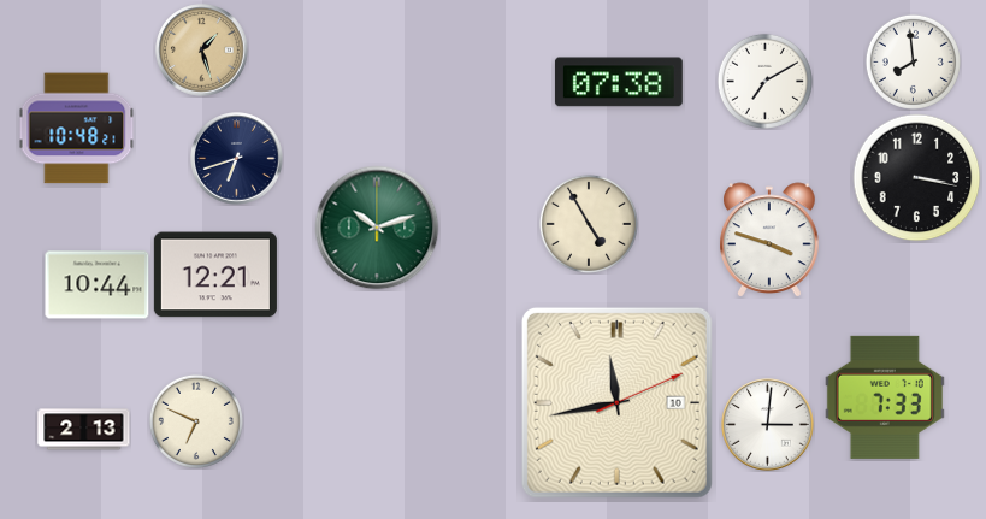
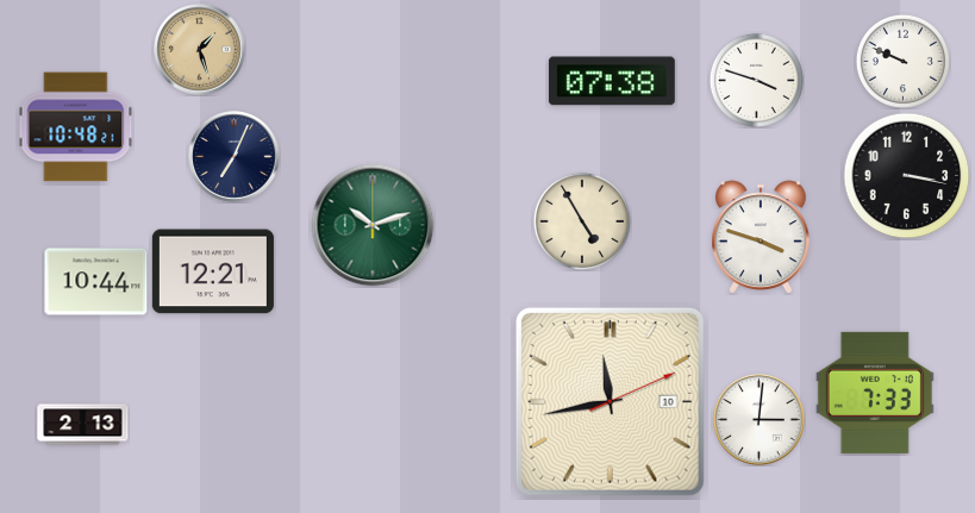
clock at (913, 61): 7:59 -> 9:49
clock at (764, 81): 7:10 -> 3:48
clock at (237, 159): 6:42 -> 7:04
clock at (616, 402) position: (616, 402) -> (610, 401)
clock at (196, 421): 6:49 -> none
